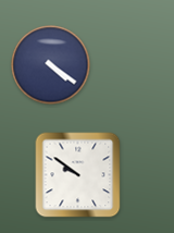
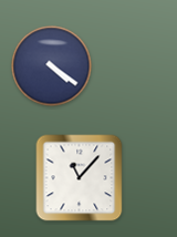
clock at (78, 175): 9:51 -> 11:07
